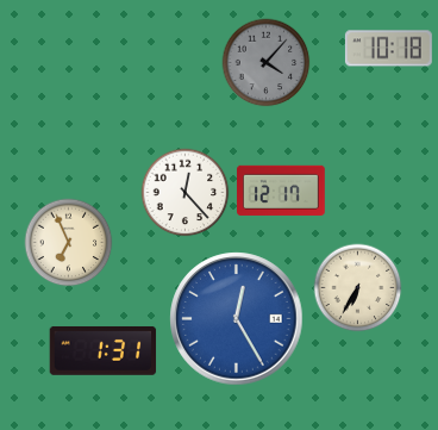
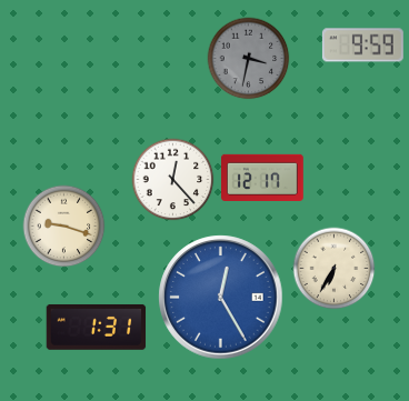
clock at (388, 49): 10:18 -> 9:59
clock at (267, 63): 4:07 -> 3:32
clock at (69, 243): 6:56 -> 9:18
